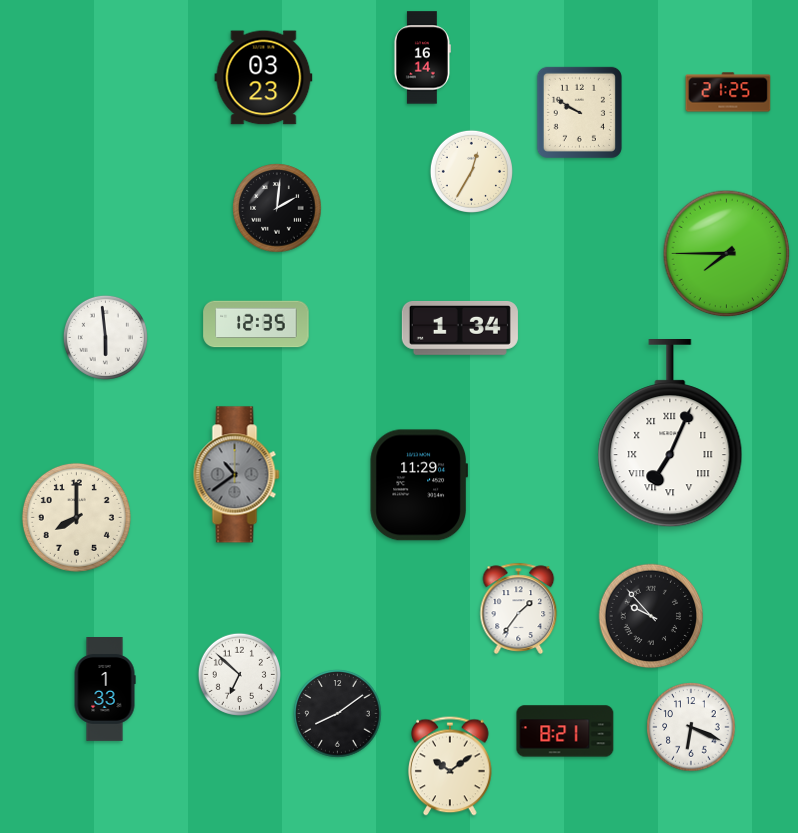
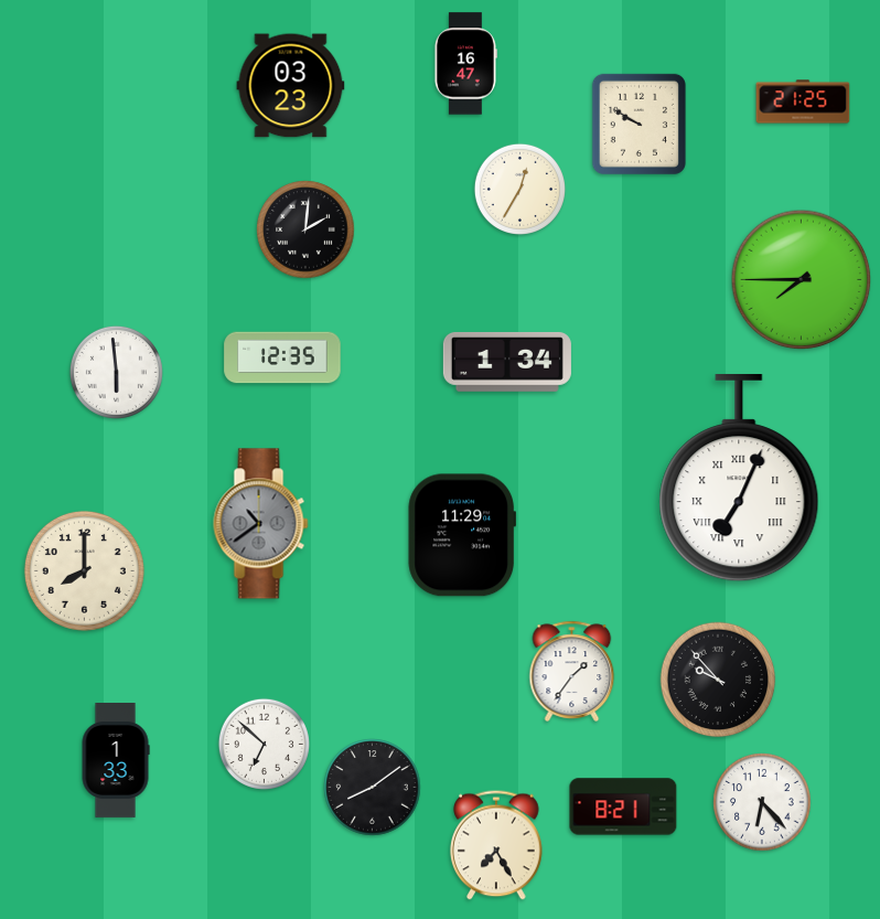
clock at (422, 58): 16:14 -> 16:47
clock at (691, 727): 6:19 -> 6:23
clock at (450, 766): 10:09 -> 7:25
